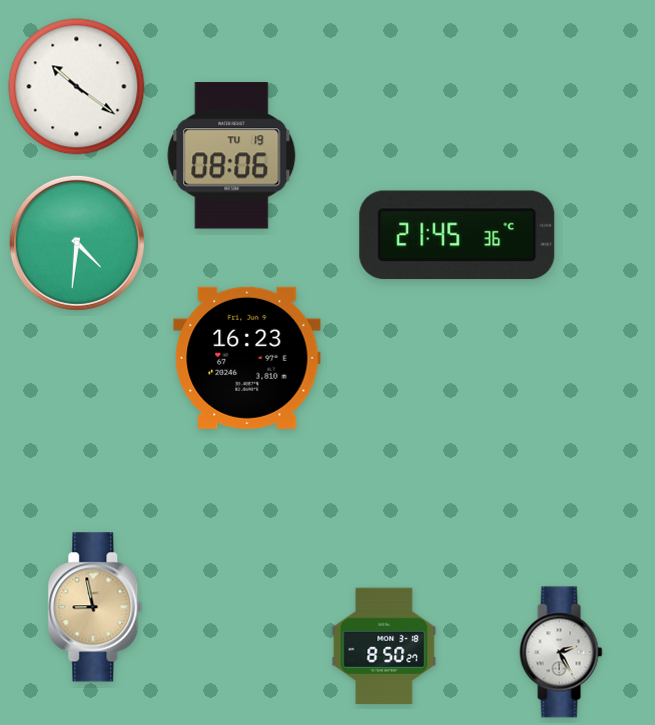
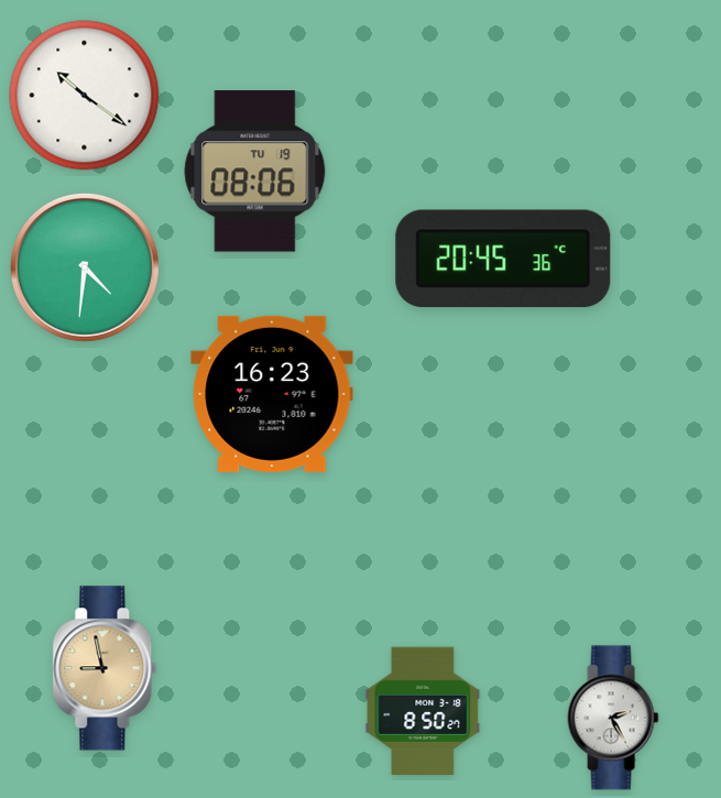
clock at (457, 235): 21:45 -> 20:45
clock at (561, 652) position: (561, 652) -> (613, 718)
